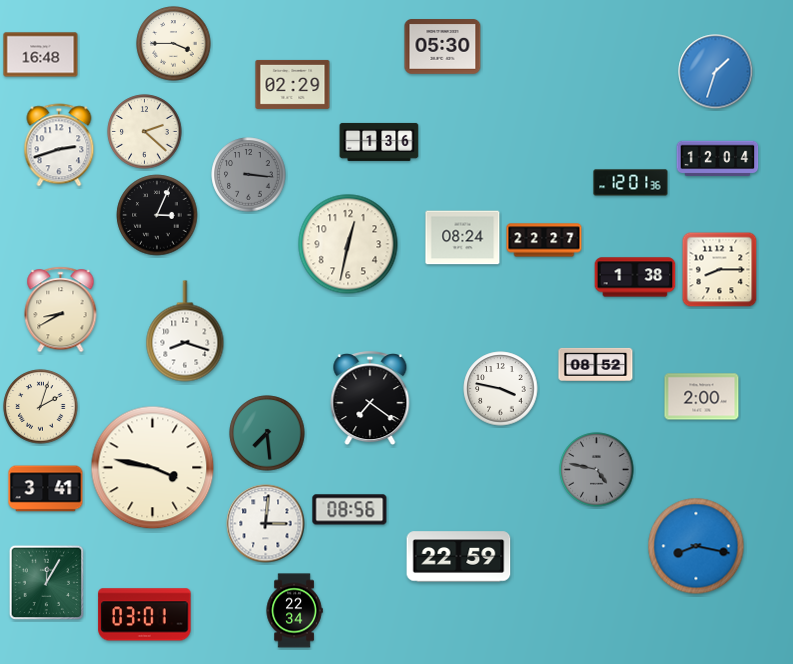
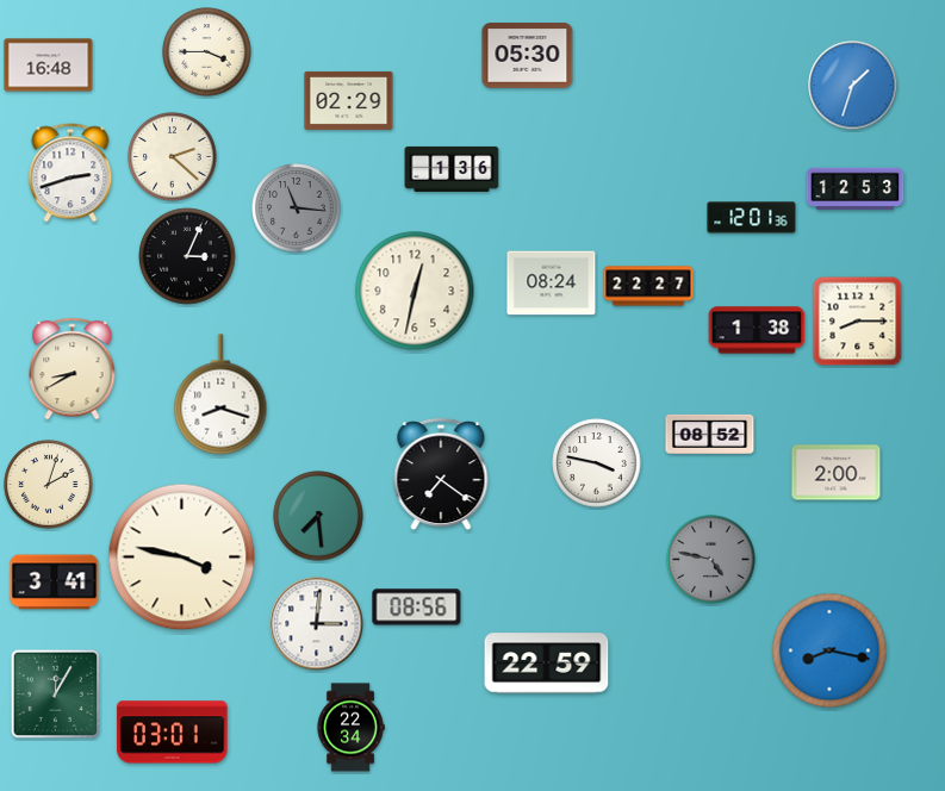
clock at (718, 159): 12:04 -> 12:53
clock at (249, 175): 3:16 -> 11:16
